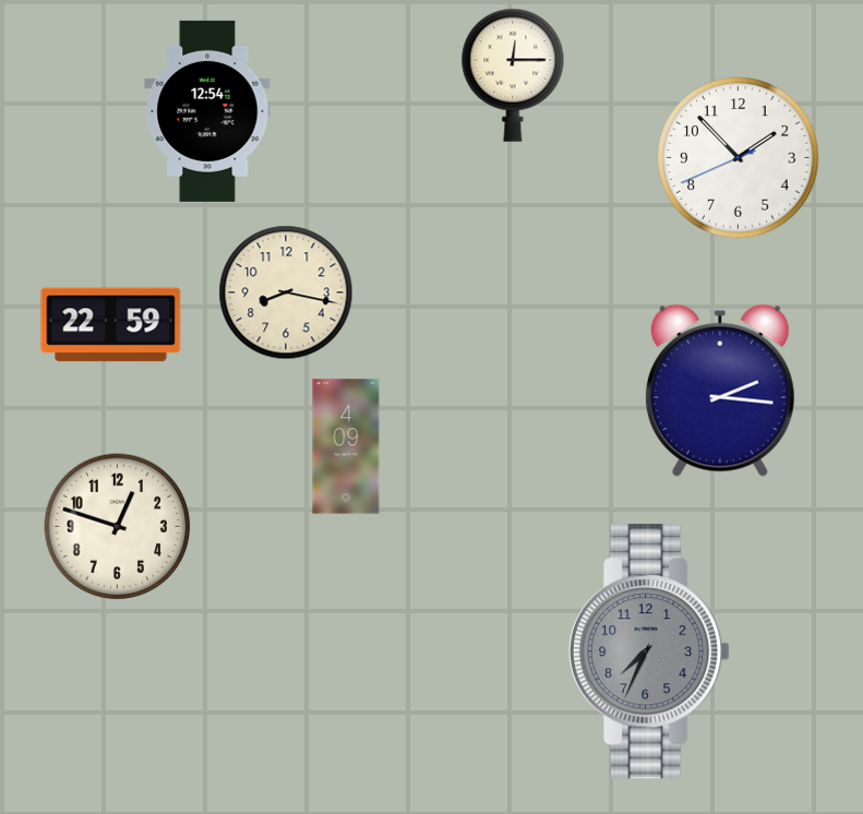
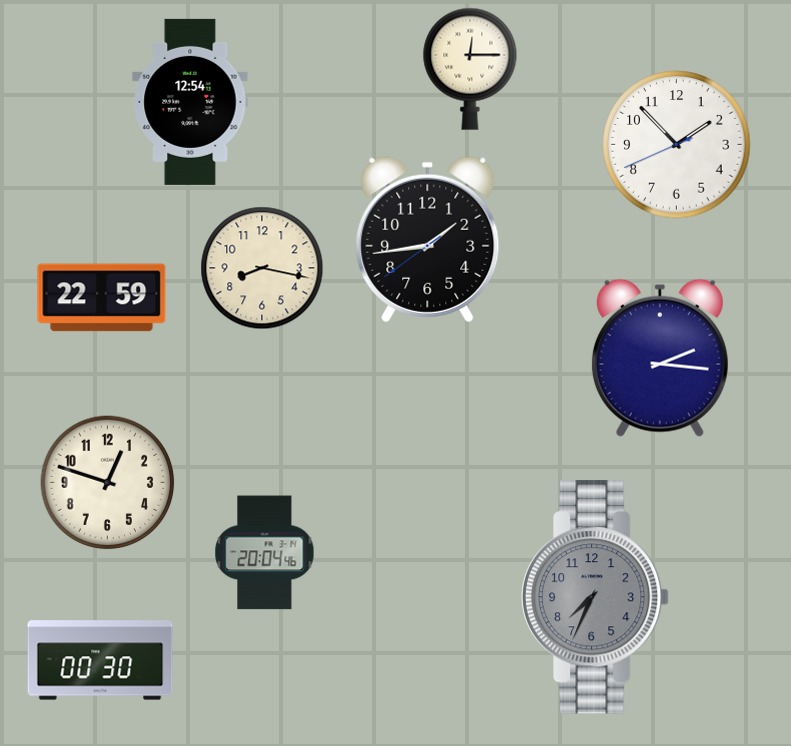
clock at (428, 240): none -> 1:43
clock at (346, 446): 4:09 -> none
clock at (265, 553): none -> 20:04
clock at (100, 660): none -> 00:30
